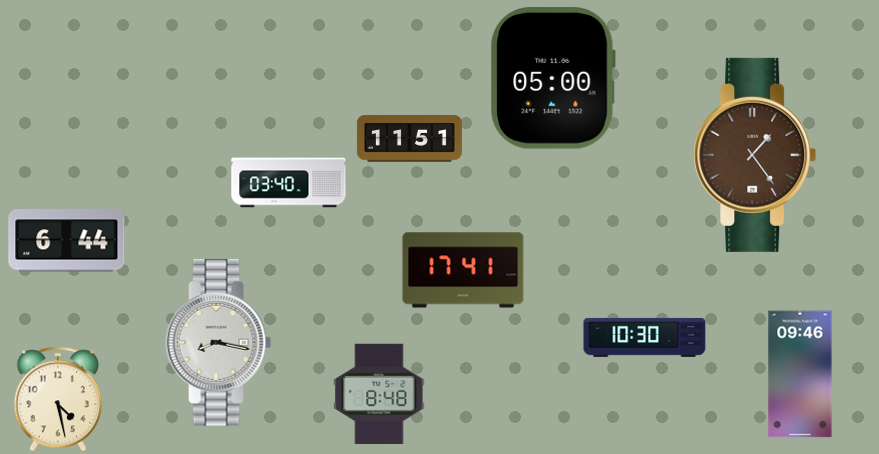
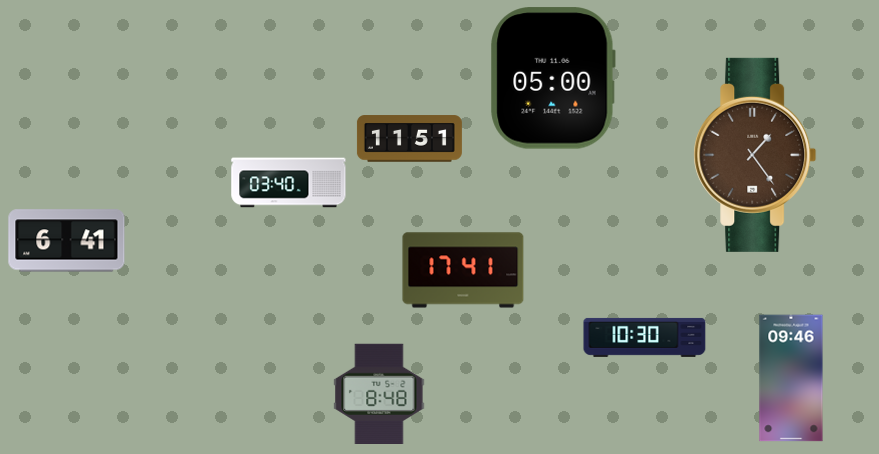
clock at (67, 241): 6:44 -> 6:41
clock at (219, 342): 8:17 -> none
clock at (800, 374) position: (800, 374) -> (791, 378)
clock at (58, 399): 4:28 -> none
